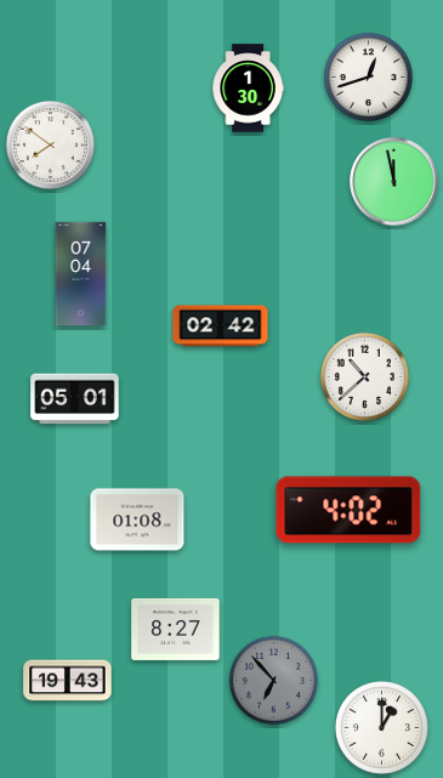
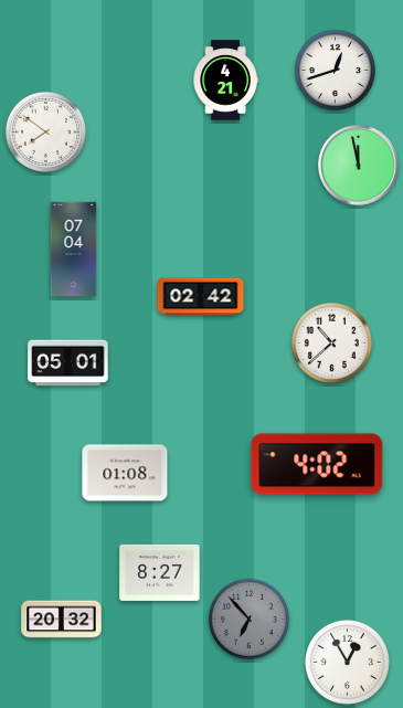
clock at (248, 89): 1:30 -> 4:21
clock at (68, 681): 19:43 -> 20:32
clock at (381, 727): 1:00 -> 12:55
